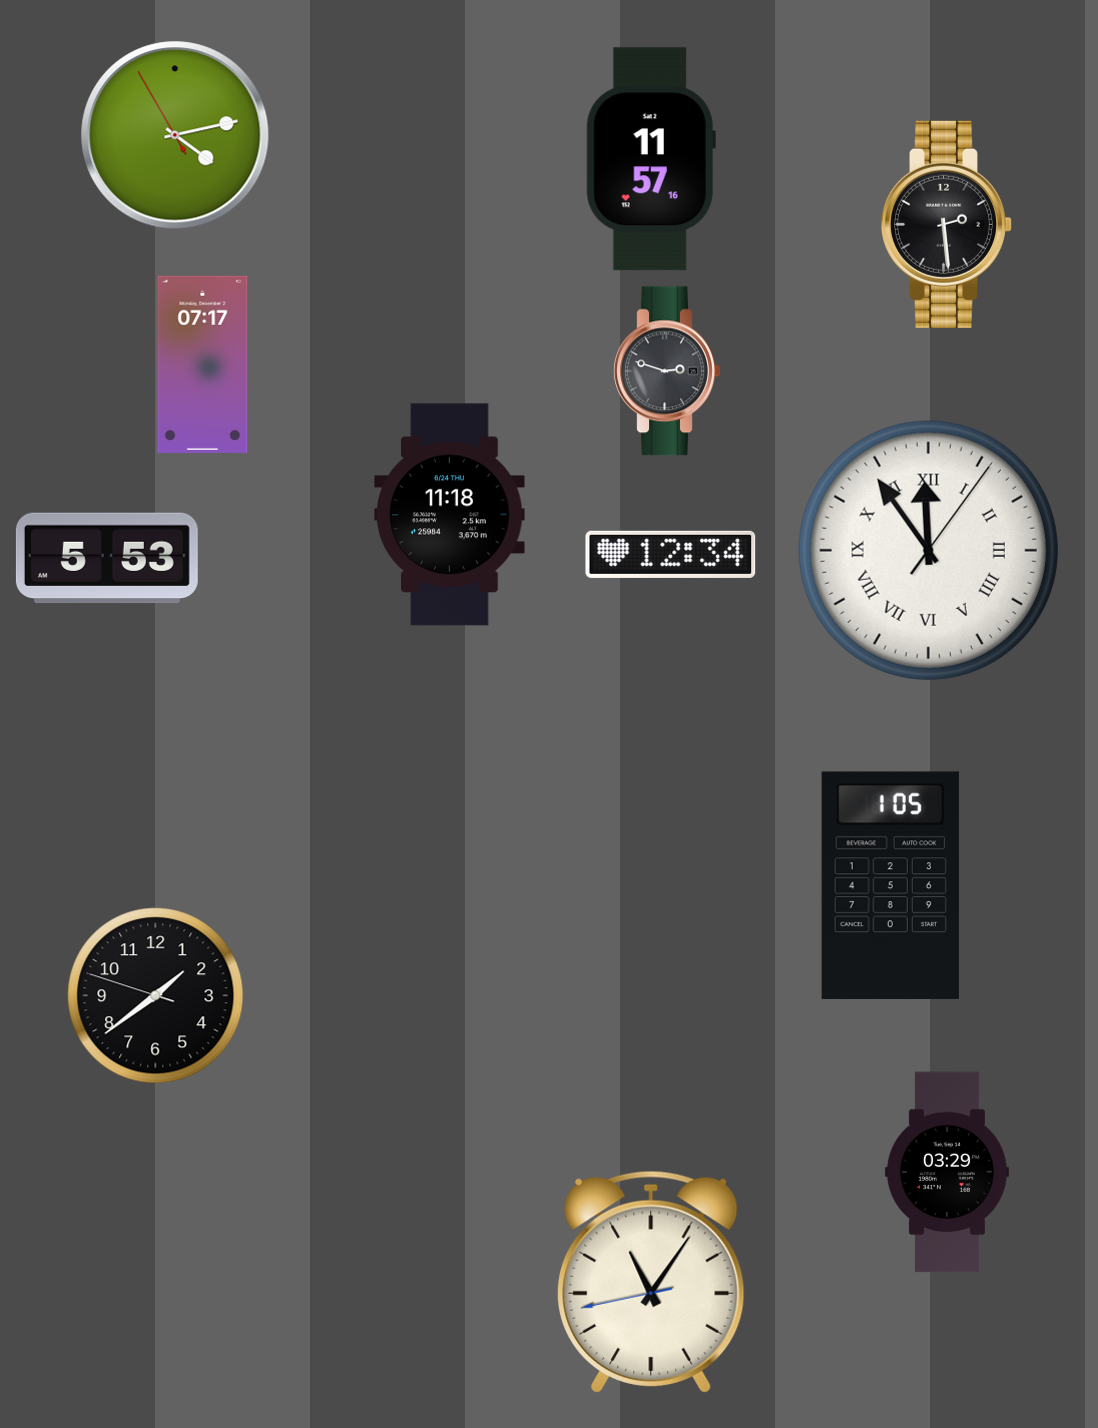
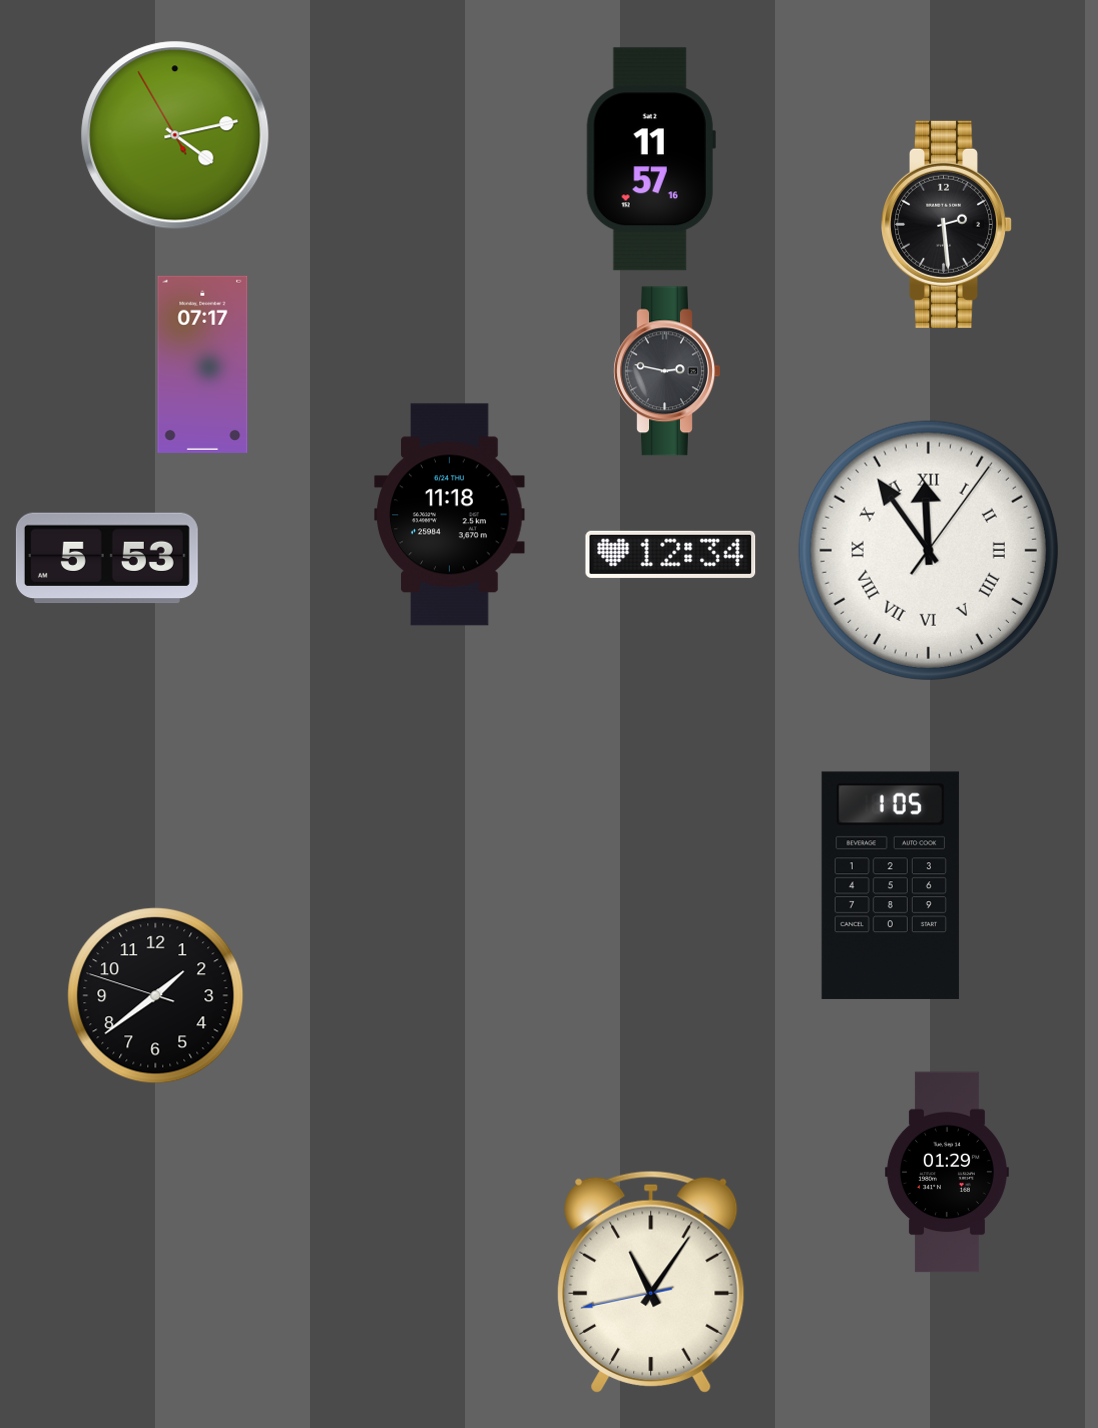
clock at (667, 371): 2:48 -> 2:47
clock at (947, 1172): 03:29 -> 01:29
